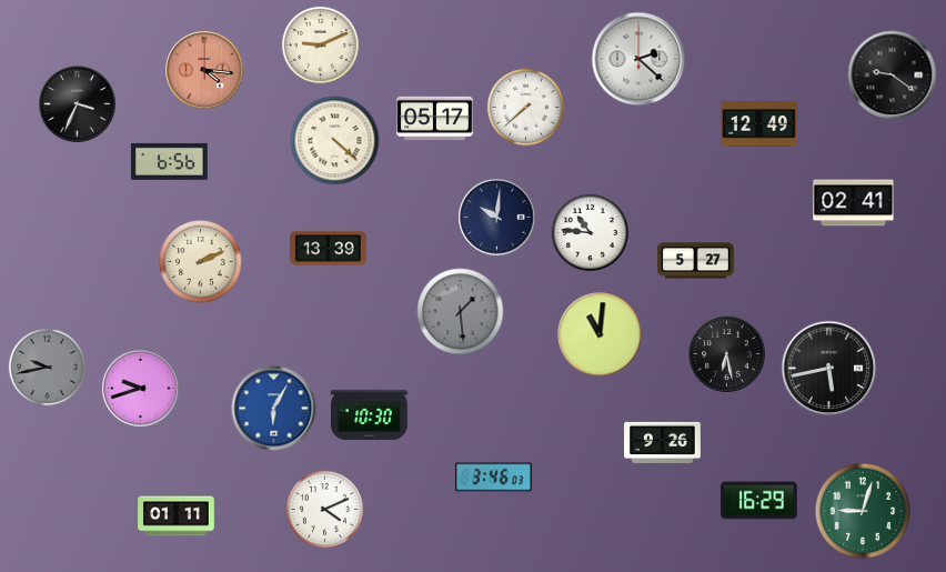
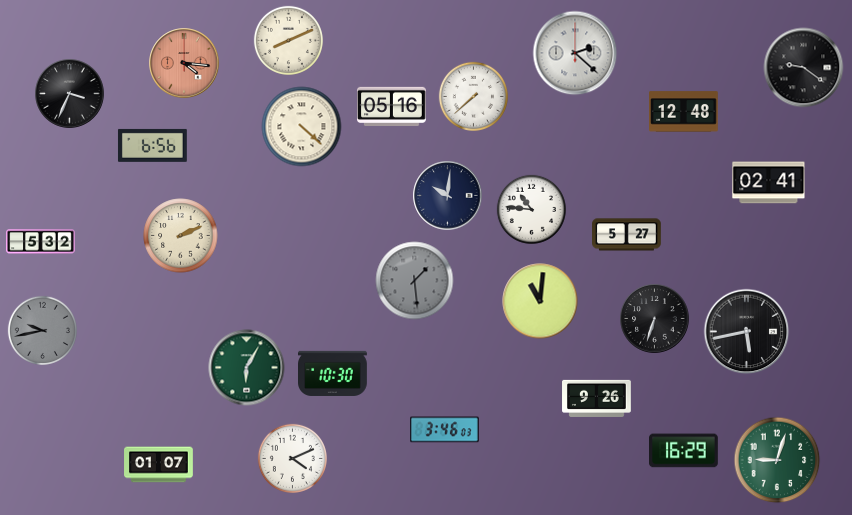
clock at (320, 44): 9:11 -> 8:11
clock at (435, 118): 05:17 -> 05:16
clock at (759, 124): 12:49 -> 12:48
clock at (329, 249): 13:39 -> none
clock at (41, 242): none -> 5:32
clock at (727, 354): 6:28 -> 6:33
clock at (141, 389): 9:42 -> none
clock at (274, 409) dial: blue -> green
clock at (177, 516): 01:11 -> 01:07
